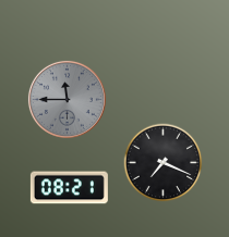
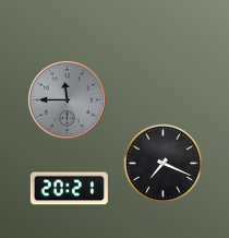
clock at (69, 188): 08:21 -> 20:21
